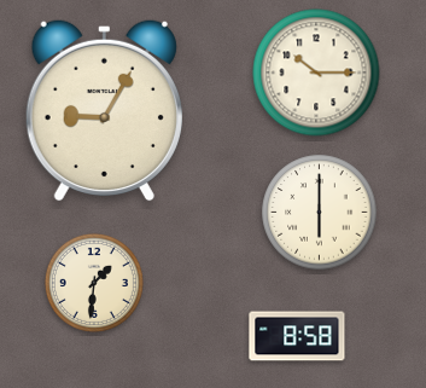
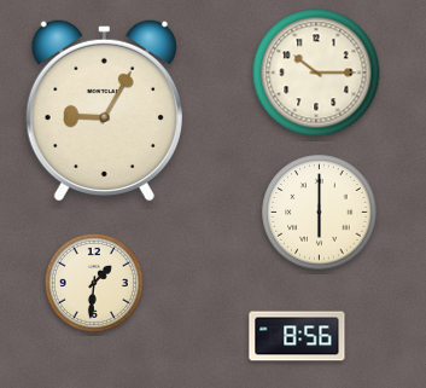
clock at (297, 336): 8:58 -> 8:56
